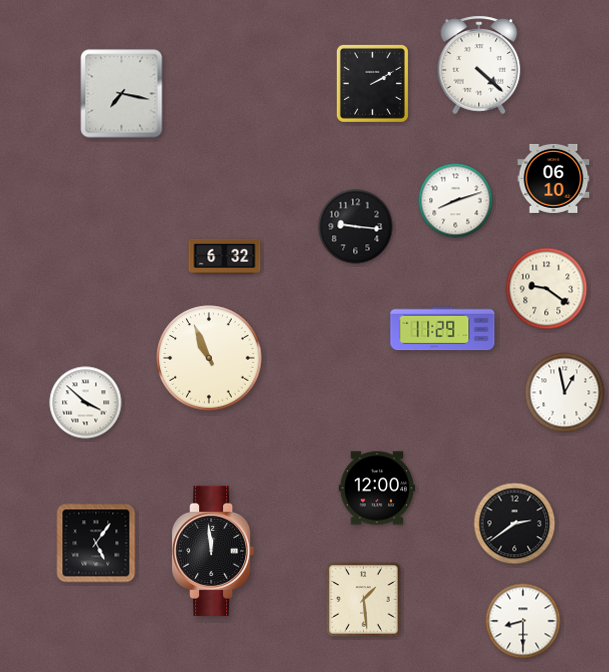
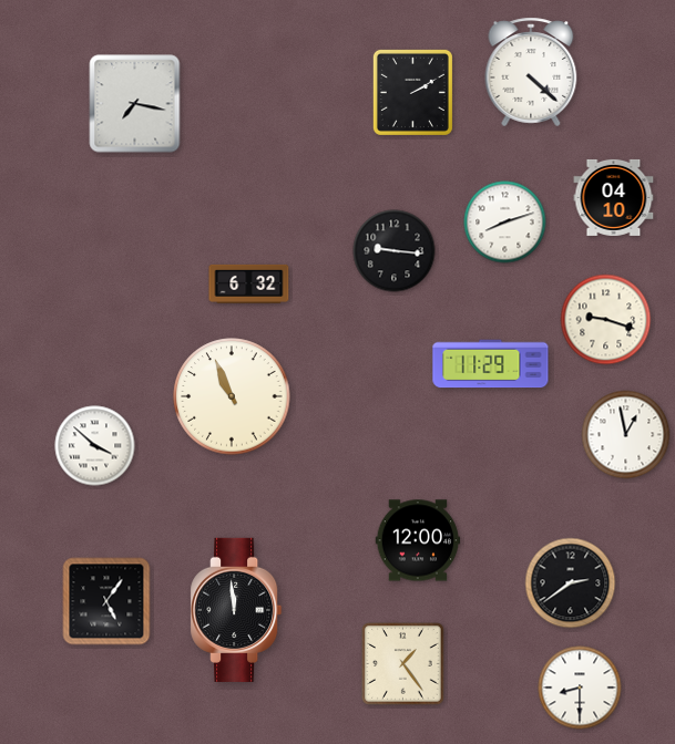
clock at (554, 178): 06:10 -> 04:10
clock at (547, 289): 9:21 -> 9:18
clock at (515, 524) position: (515, 524) -> (571, 583)
clock at (364, 600): 1:29 -> 1:24
